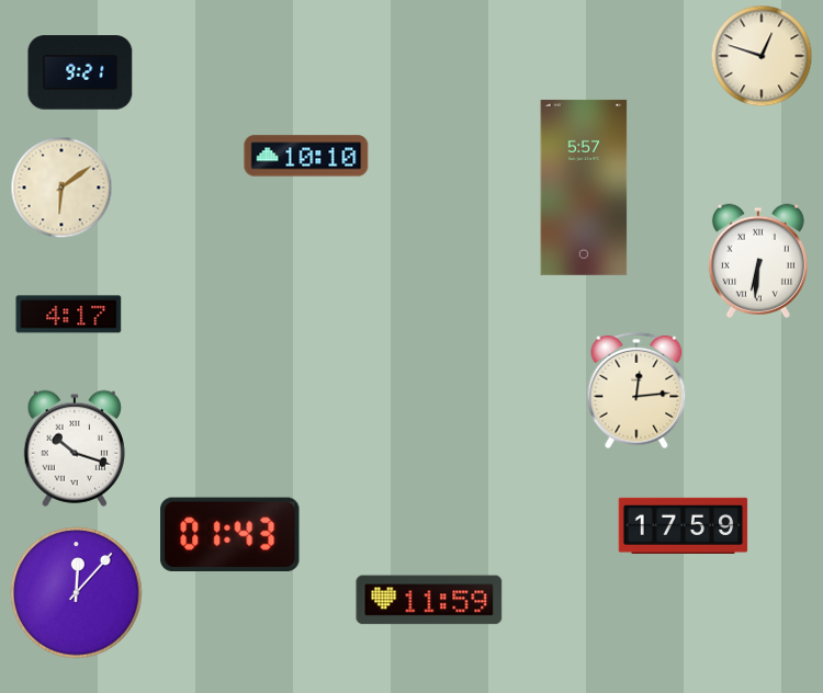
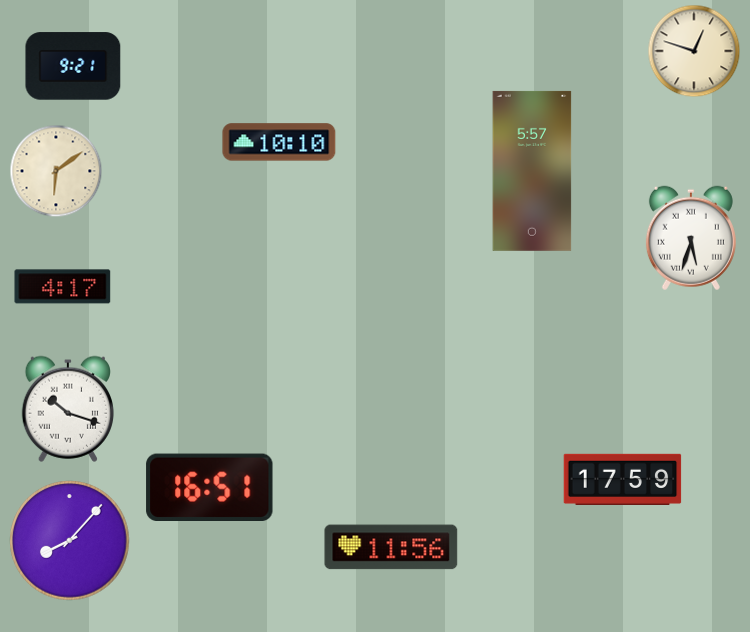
clock at (758, 261): 6:31 -> 5:33
clock at (636, 390): 12:14 -> none
clock at (230, 534): 01:43 -> 16:51
clock at (77, 593): 12:07 -> 8:07
clock at (429, 600): 11:59 -> 11:56
